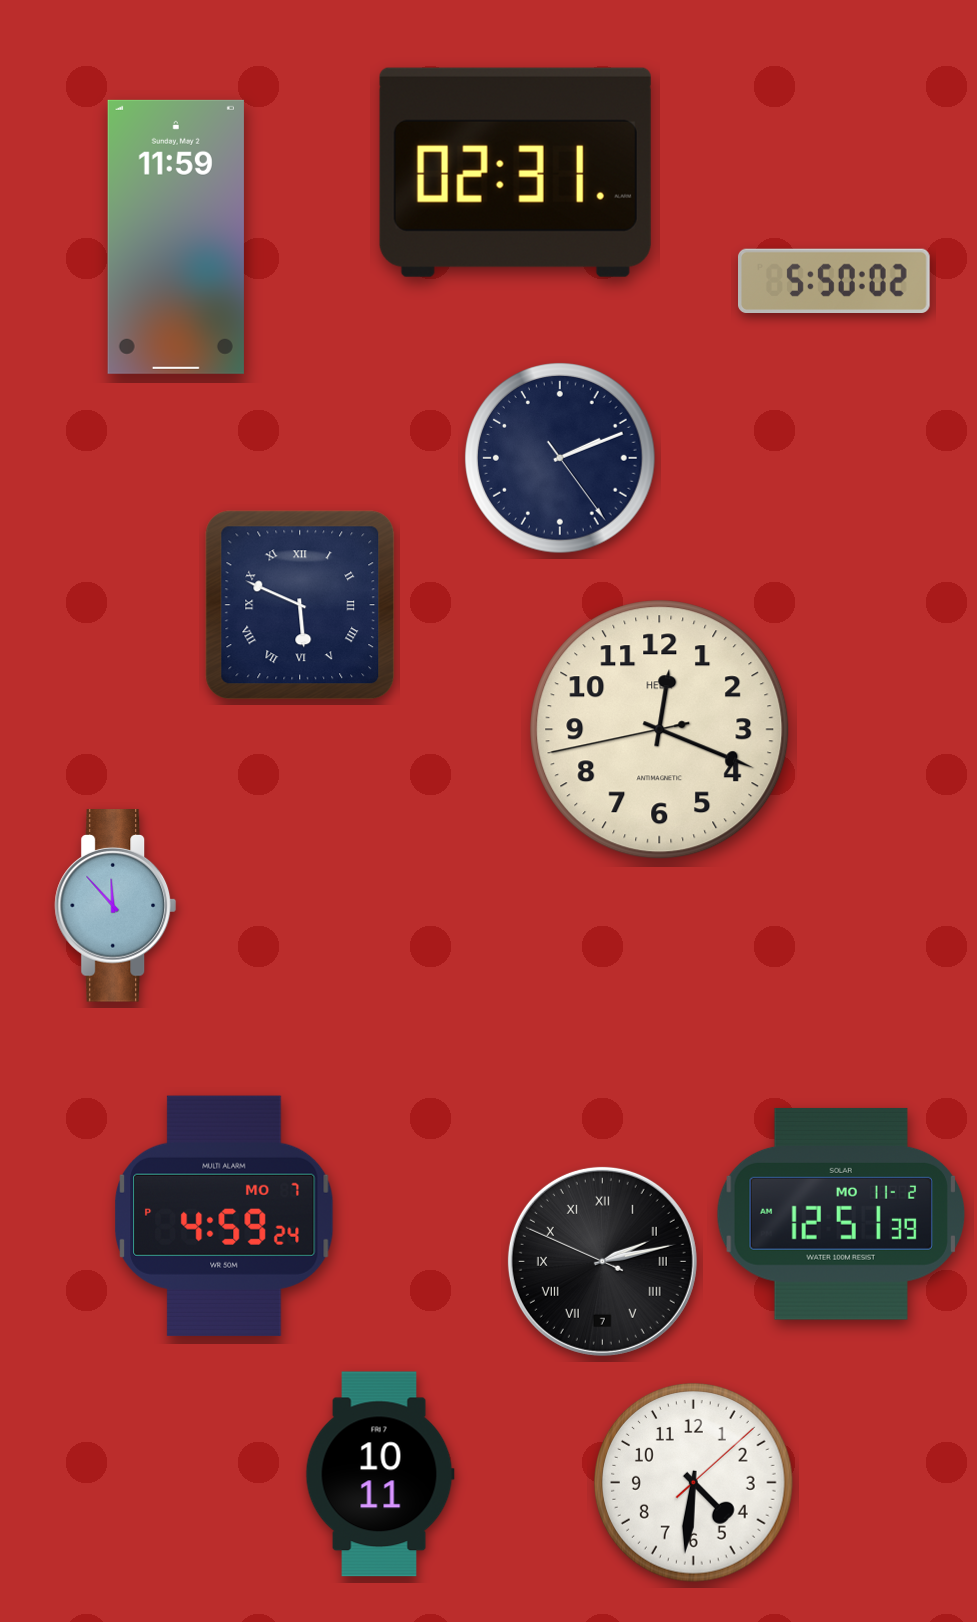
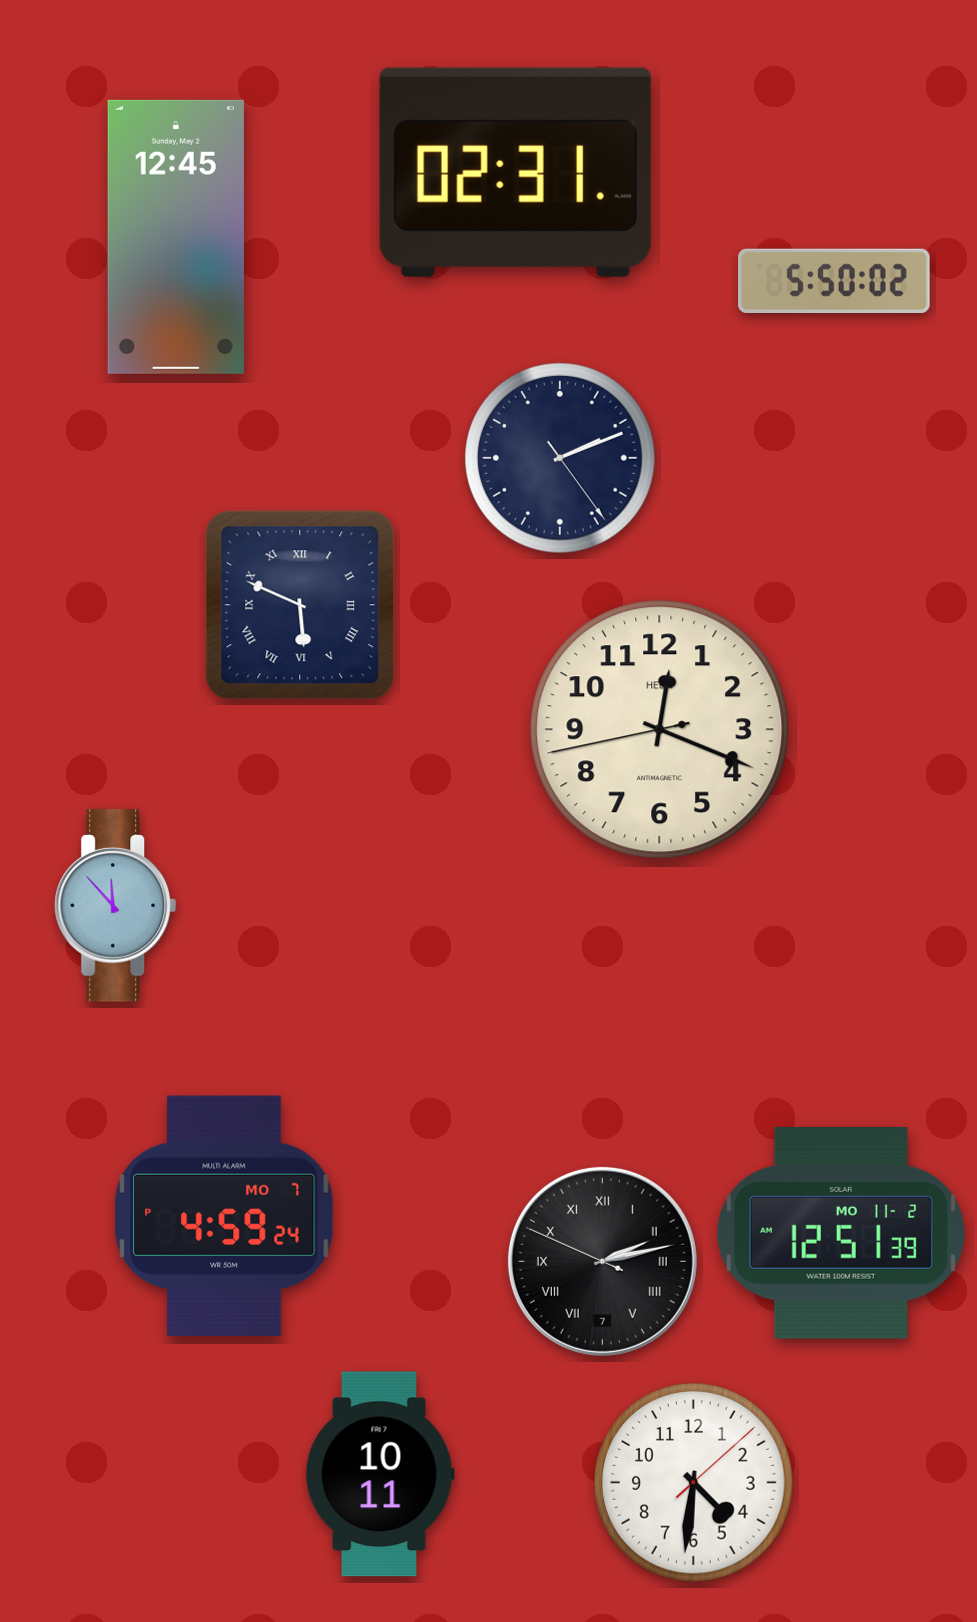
clock at (176, 237): 11:59 -> 12:45
clock at (841, 1214) position: (841, 1214) -> (841, 1233)
